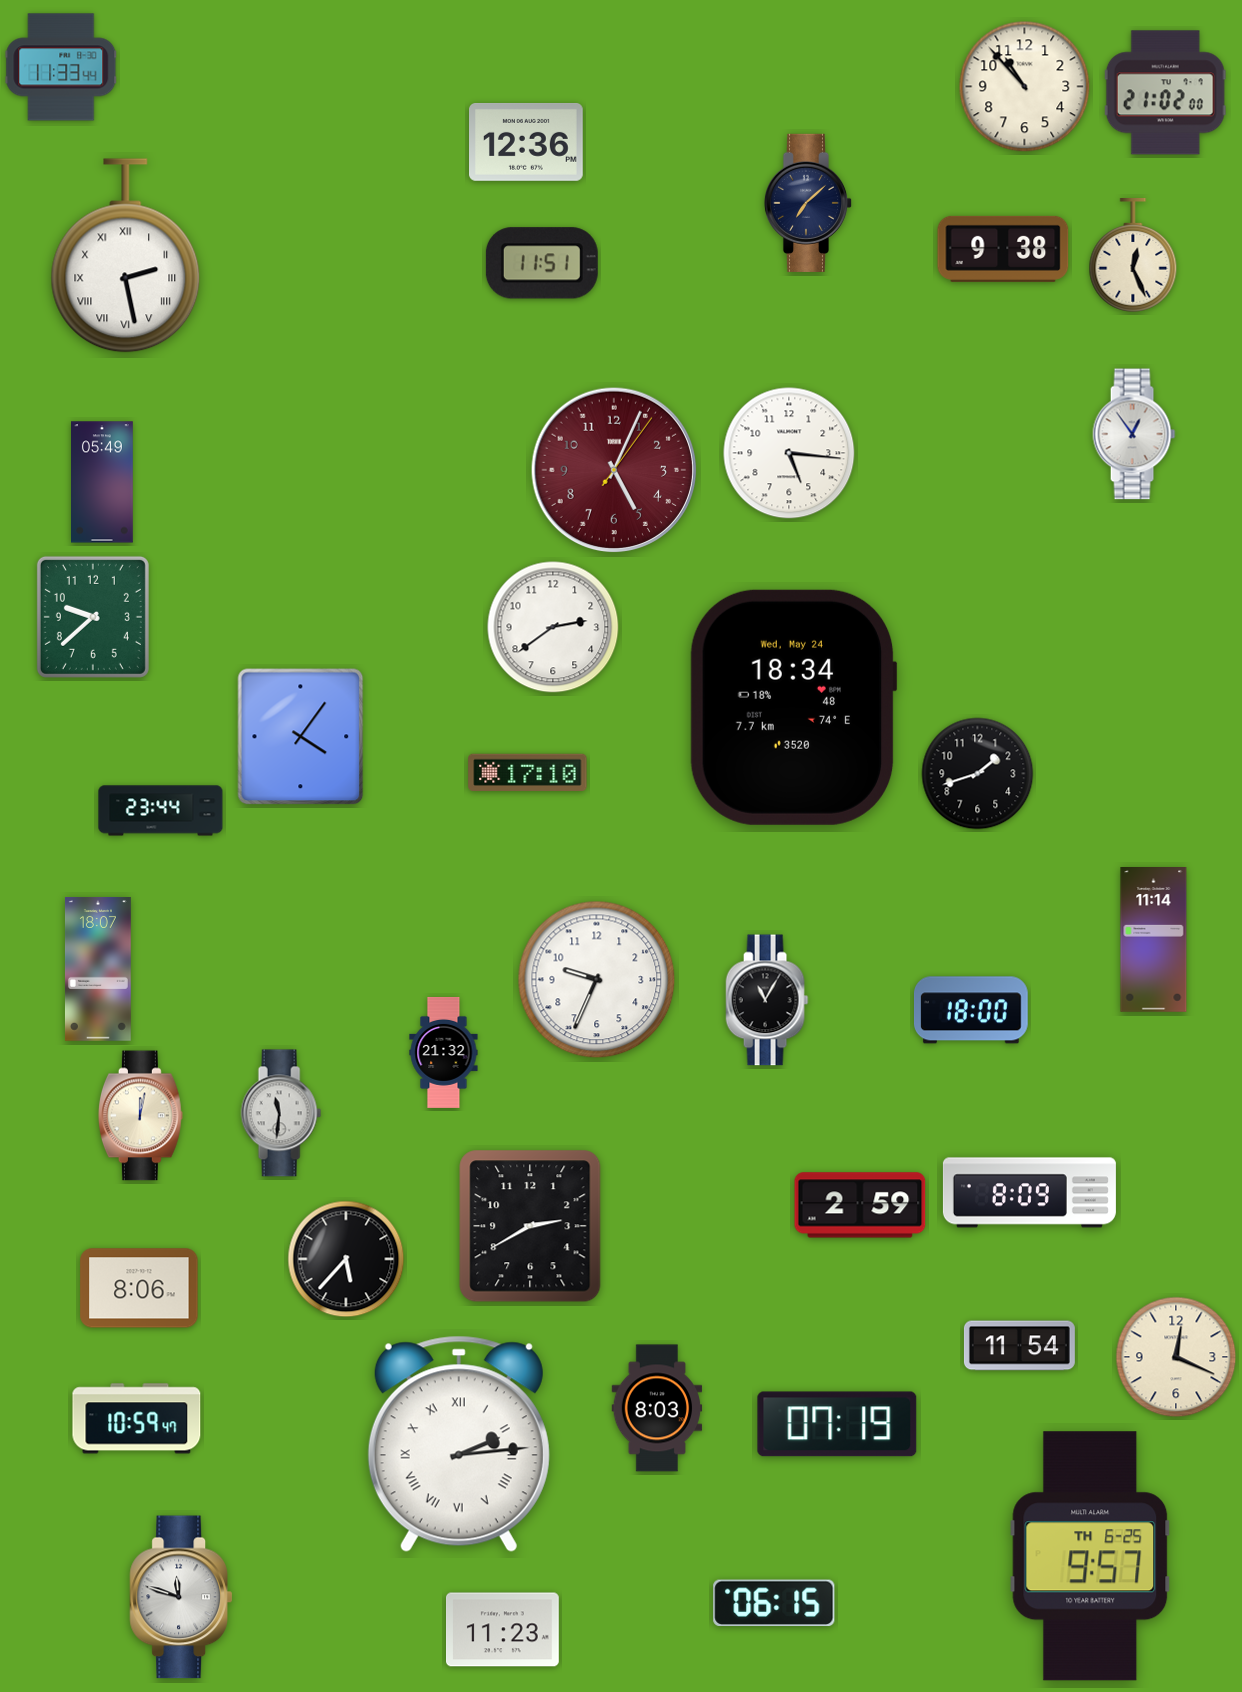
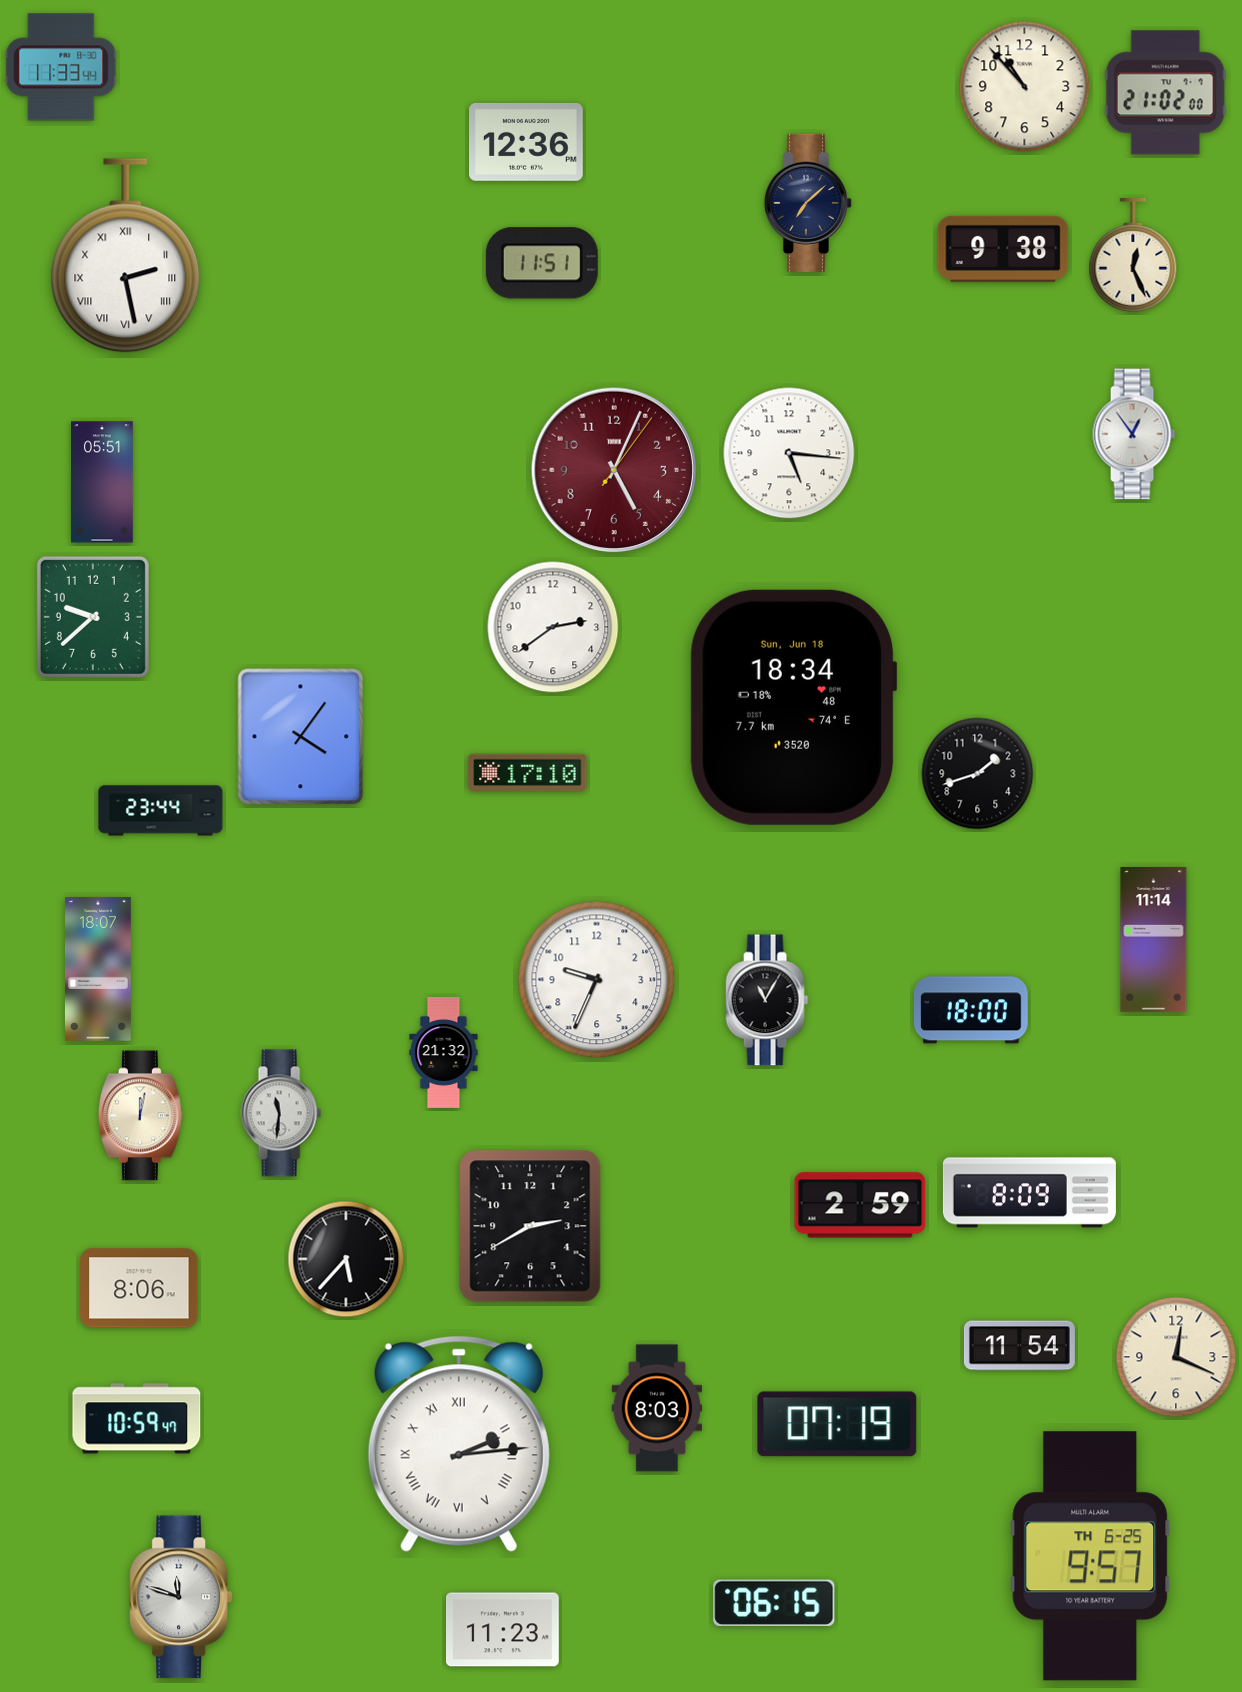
clock at (102, 482): 05:49 -> 05:51
clock at (793, 707) date: Wed, May 24 -> Sun, Jun 18
